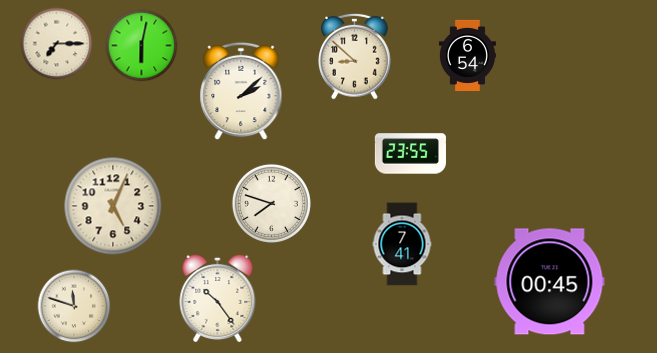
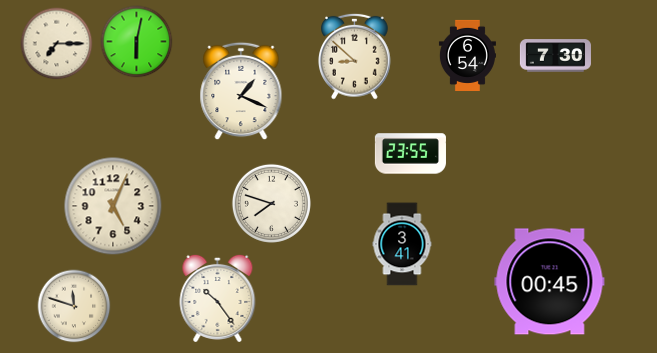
clock at (142, 46) position: (142, 46) -> (137, 42)
clock at (555, 56): none -> 7:30
clock at (241, 91): 2:08 -> 1:19
clock at (402, 244): 7:41 -> 3:41
